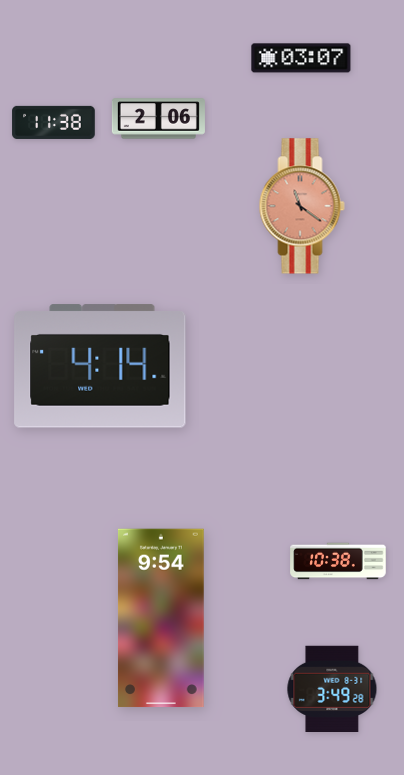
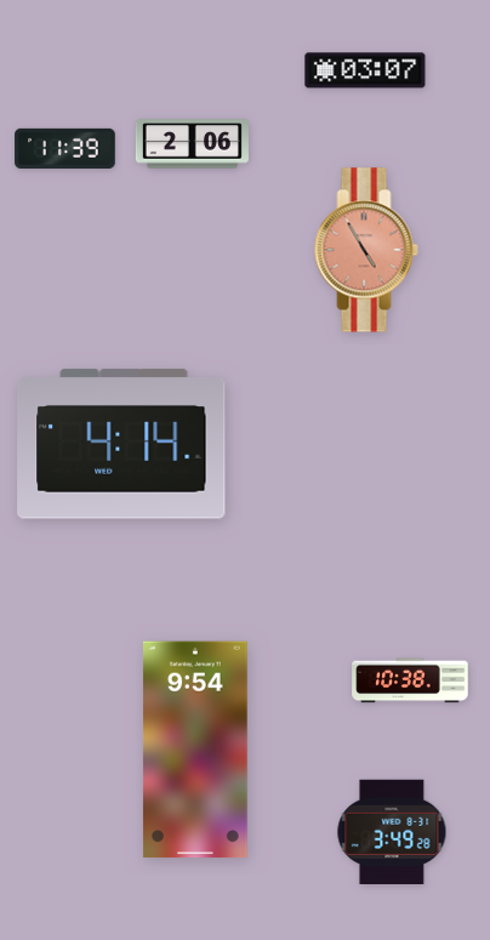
clock at (54, 122): 11:38 -> 11:39
clock at (302, 206): 11:21 -> 4:55
clock at (332, 688) position: (332, 688) -> (392, 831)
